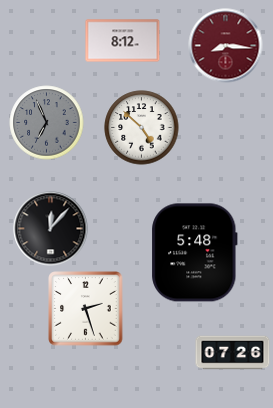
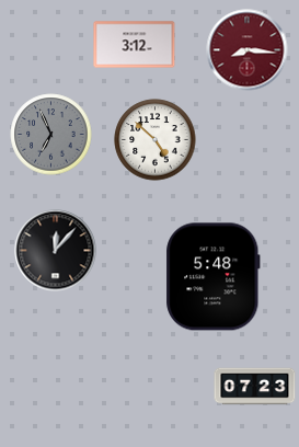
clock at (123, 41): 8:12 -> 3:12
clock at (86, 309): 2:27 -> none
clock at (233, 353): 07:26 -> 07:23
